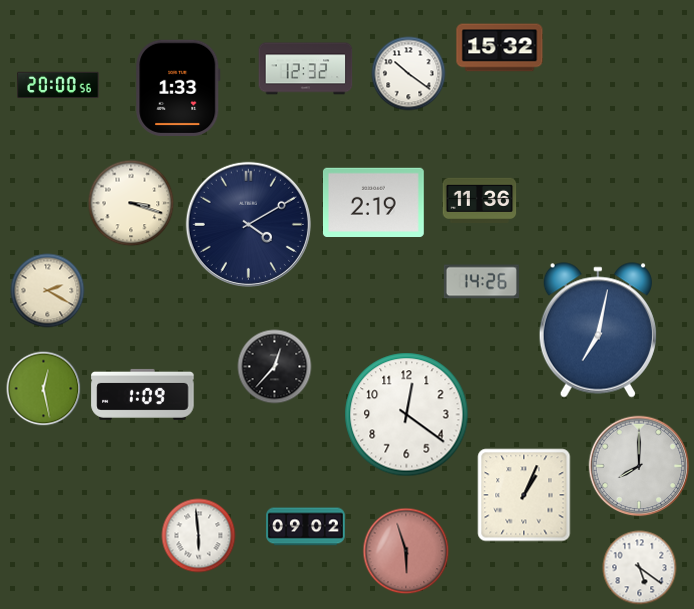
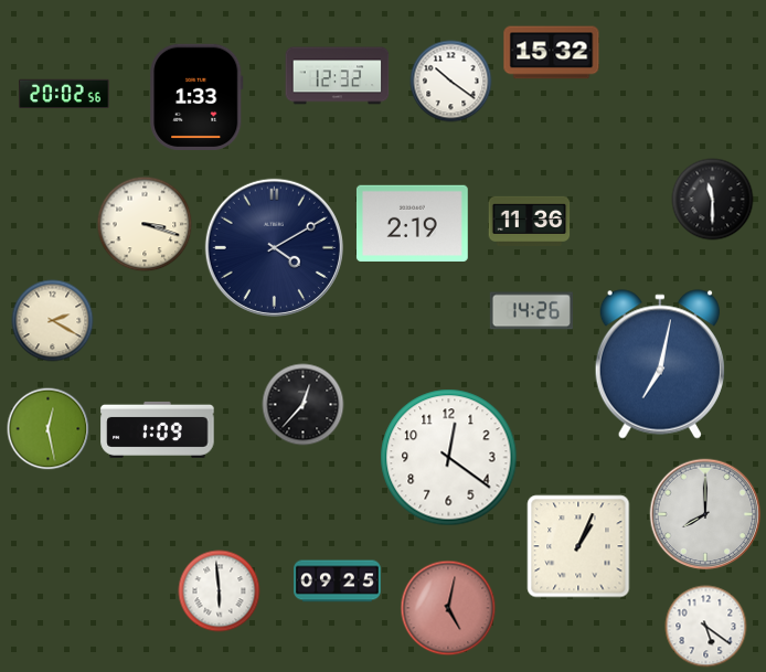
clock at (58, 85): 20:00 -> 20:02
clock at (713, 200): none -> 11:30
clock at (143, 394) position: (143, 394) -> (158, 429)
clock at (306, 527): 09:02 -> 09:25
clock at (406, 551): 5:57 -> 5:02
